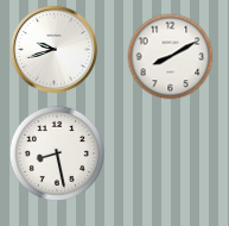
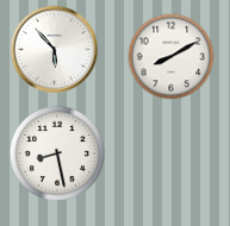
clock at (53, 49): 9:42 -> 5:53
